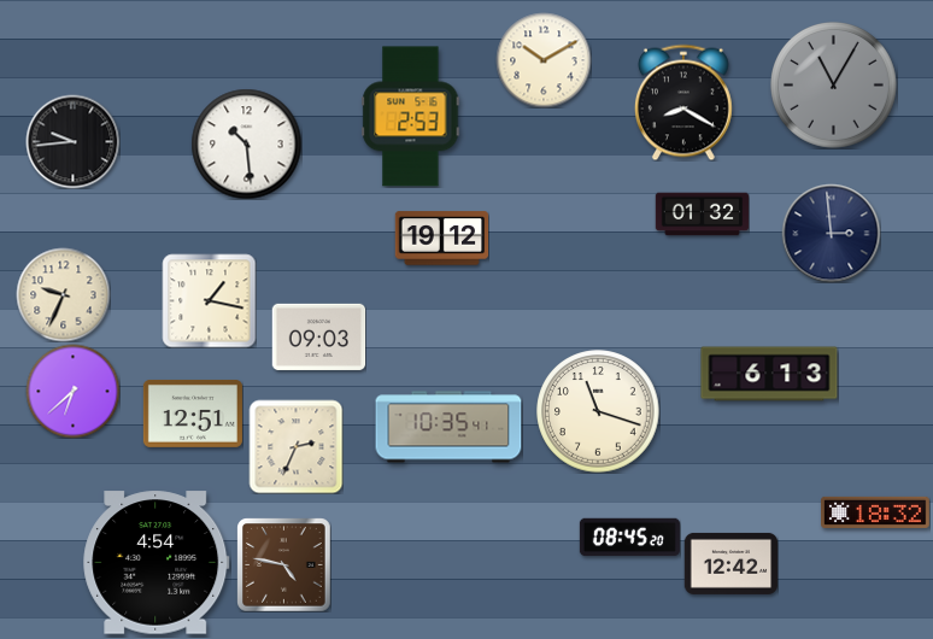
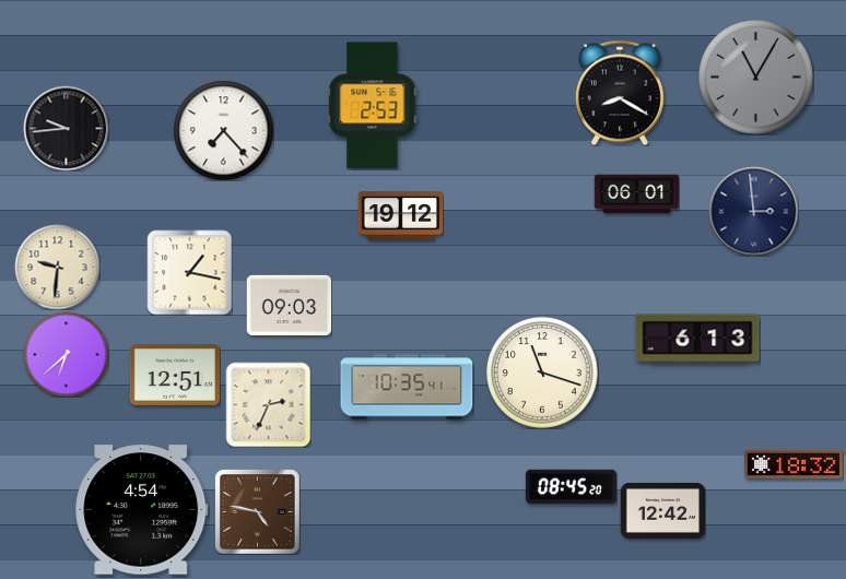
clock at (544, 60): 10:10 -> none
clock at (246, 143): 10:29 -> 7:23
clock at (702, 215): 01:32 -> 06:01
clock at (63, 294): 9:34 -> 9:31
